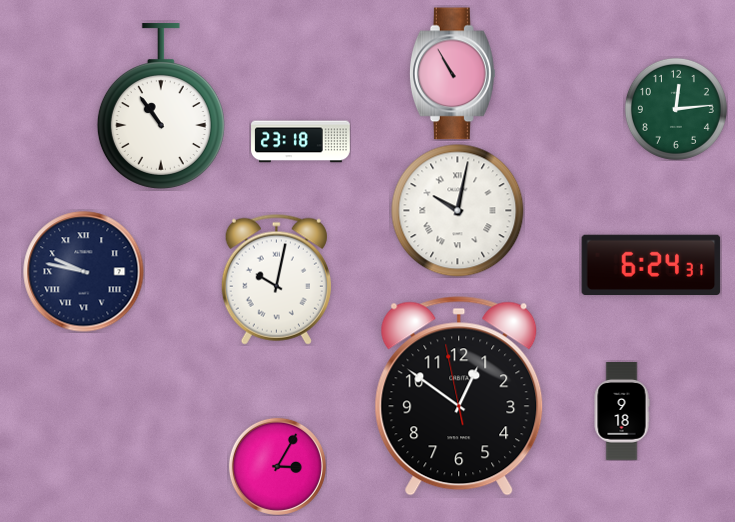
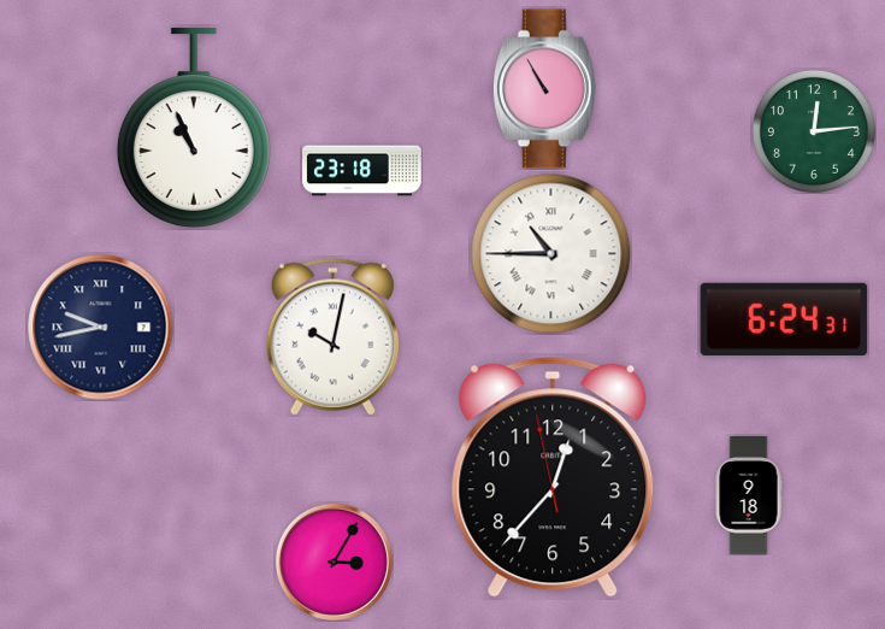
clock at (161, 106): 10:54 -> 10:56
clock at (458, 211): 10:02 -> 10:45
clock at (84, 272): 9:47 -> 9:43
clock at (459, 396): 12:50 -> 12:36
